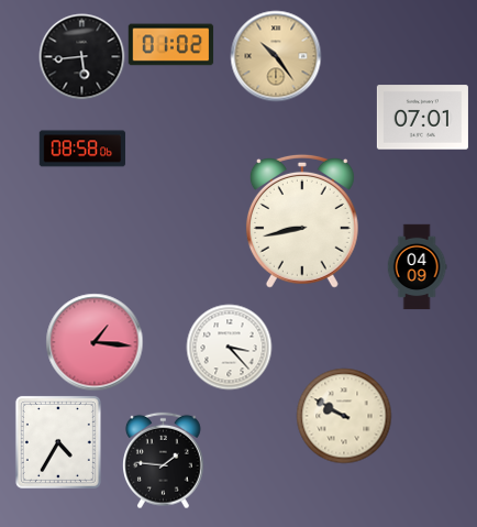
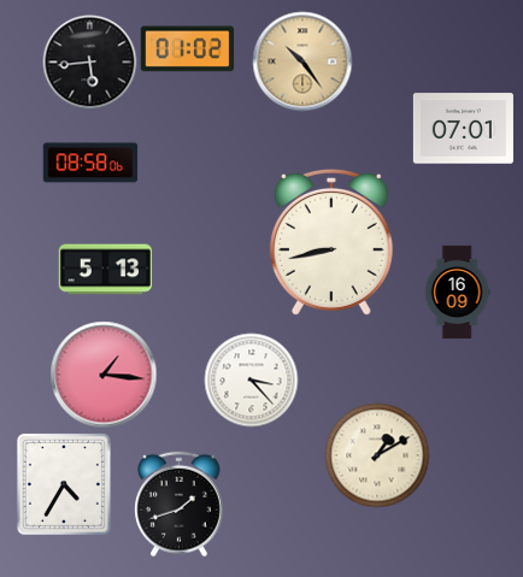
clock at (105, 270): none -> 5:13
clock at (417, 266): 04:09 -> 16:09
clock at (344, 416): 9:50 -> 1:10
clock at (164, 460): 1:46 -> 1:42
